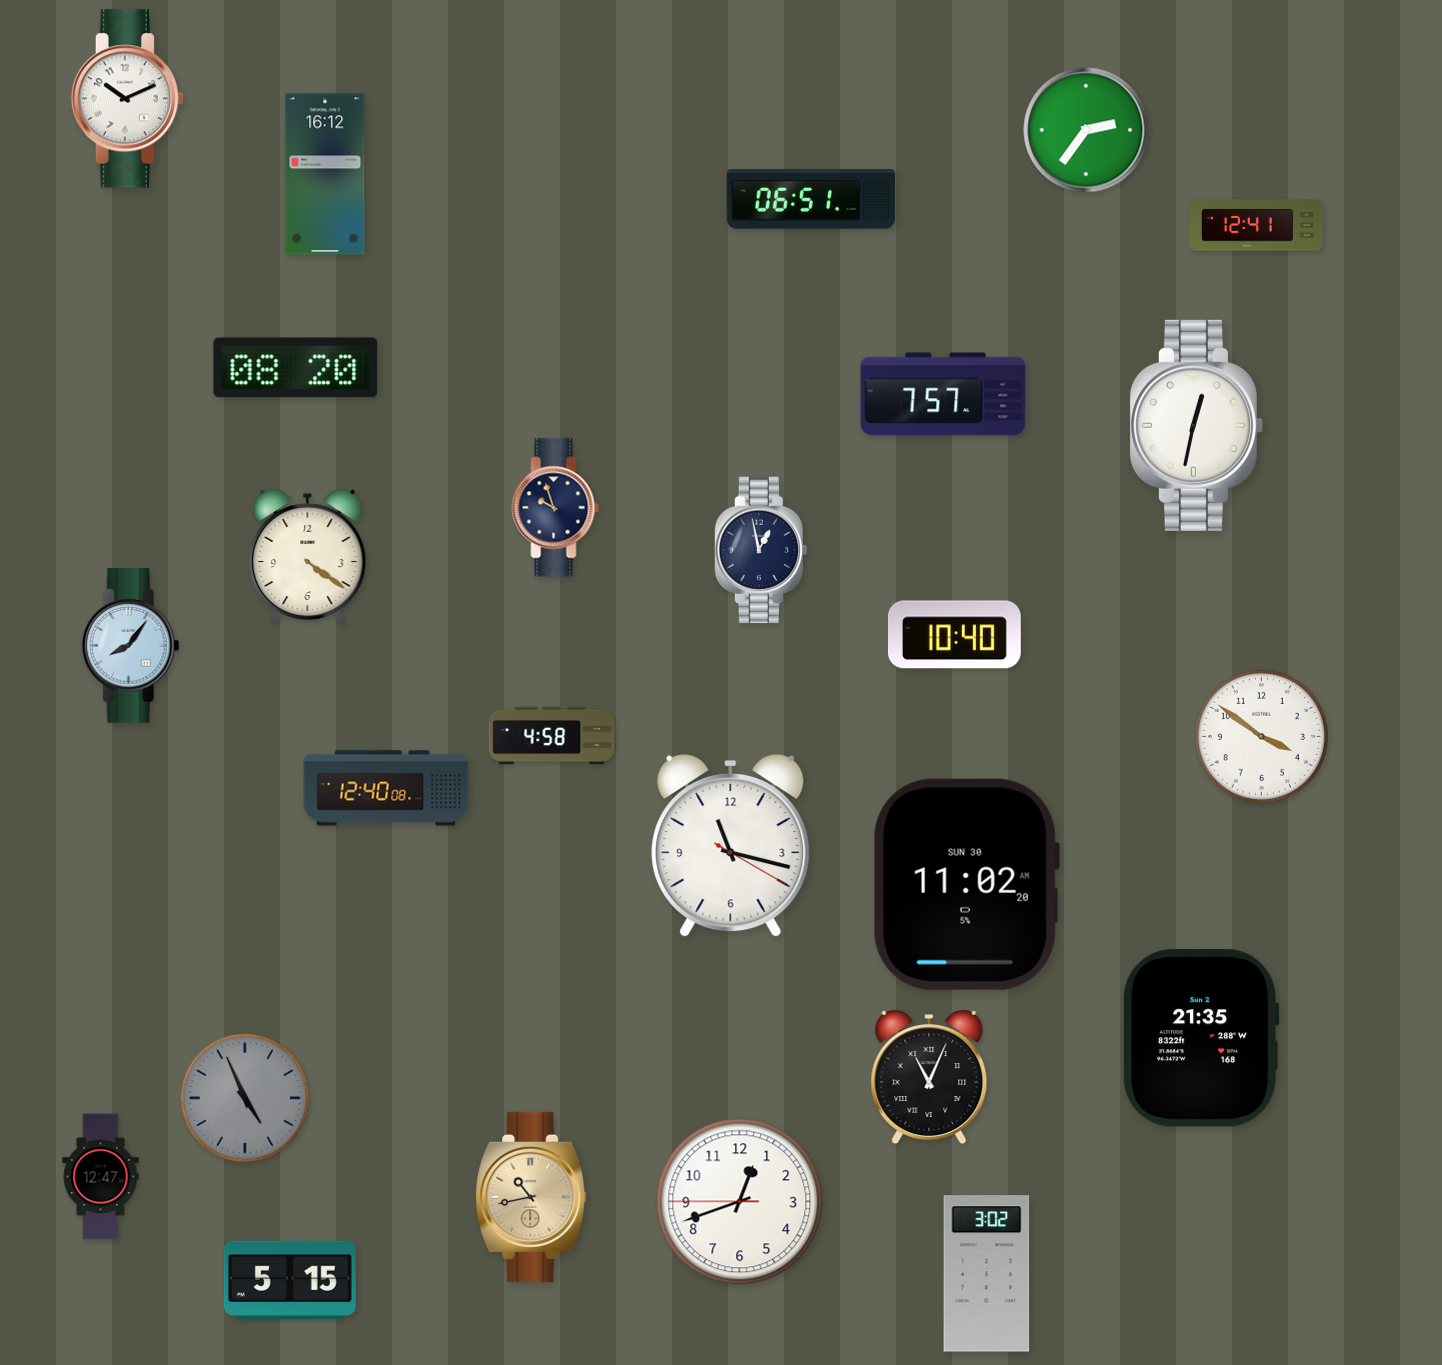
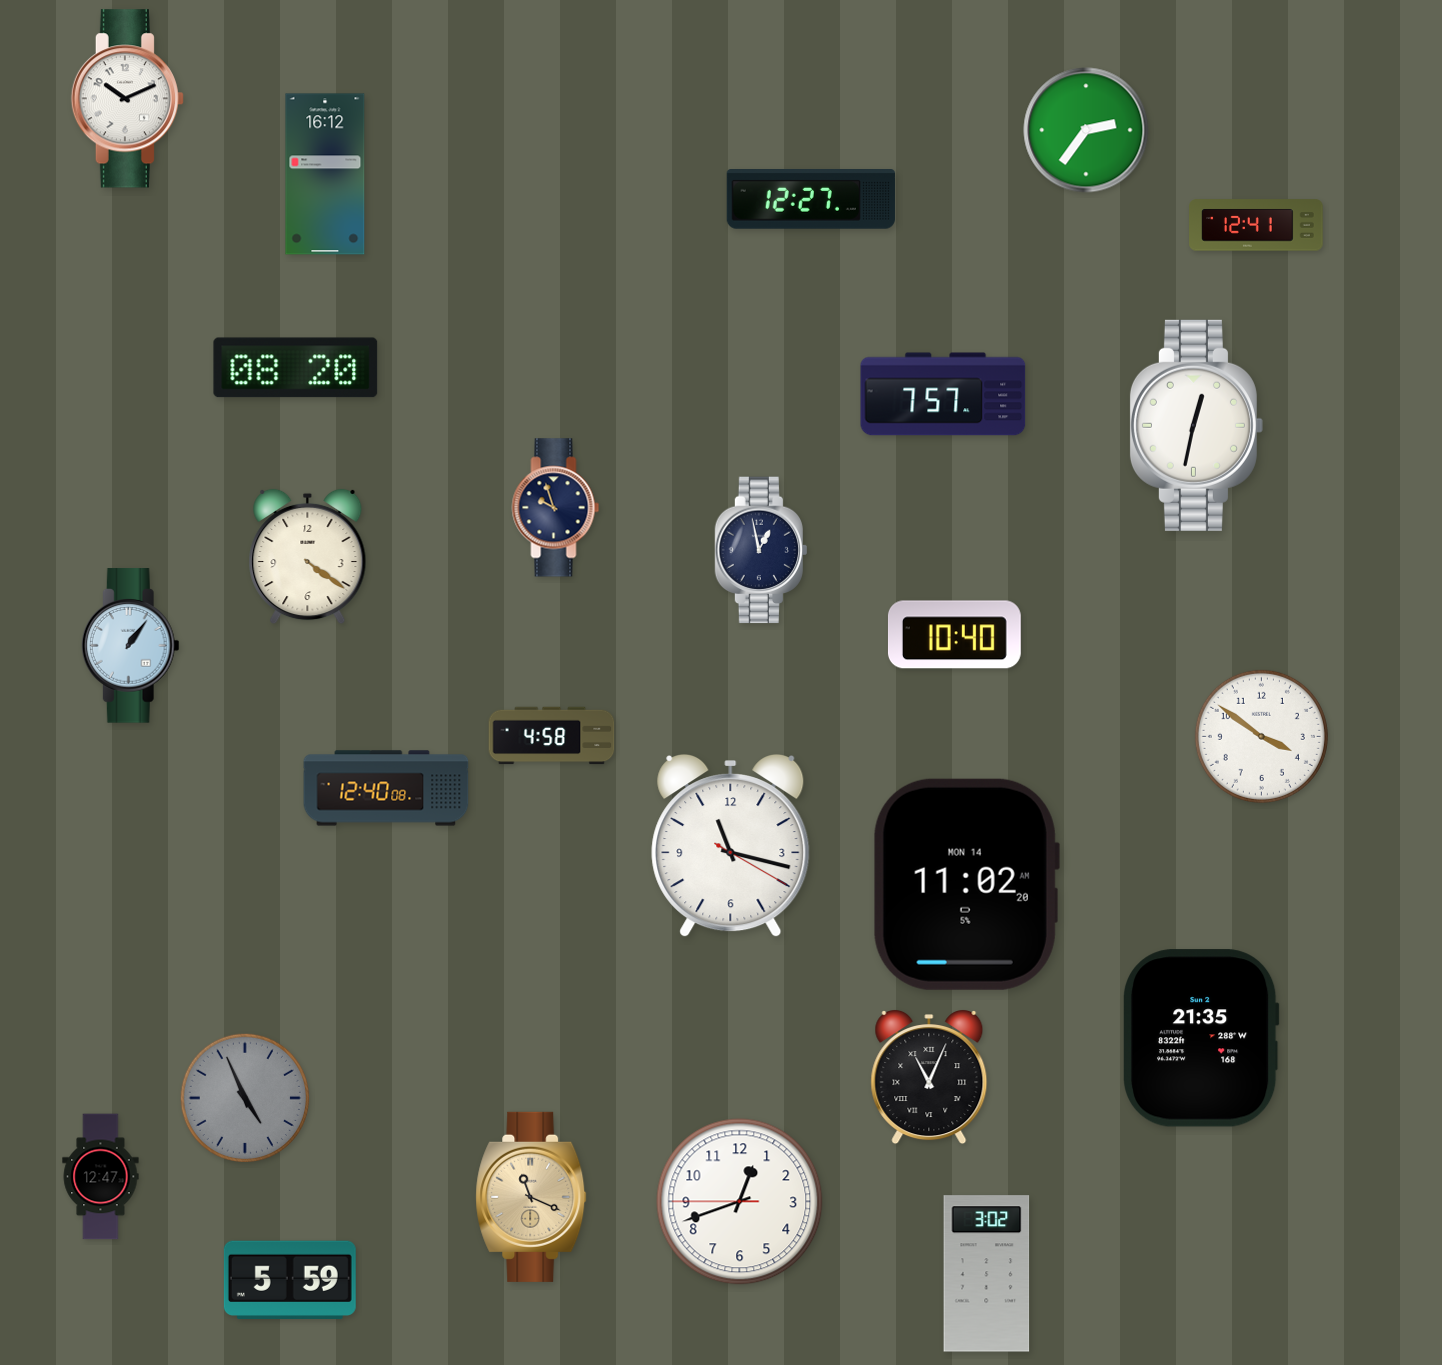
clock at (811, 200): 06:51 -> 12:27
clock at (130, 646): 8:06 -> 1:06
clock at (966, 884) date: SUN 30 -> MON 14
clock at (531, 1197): 10:43 -> 11:19
clock at (290, 1279): 5:15 -> 5:59
